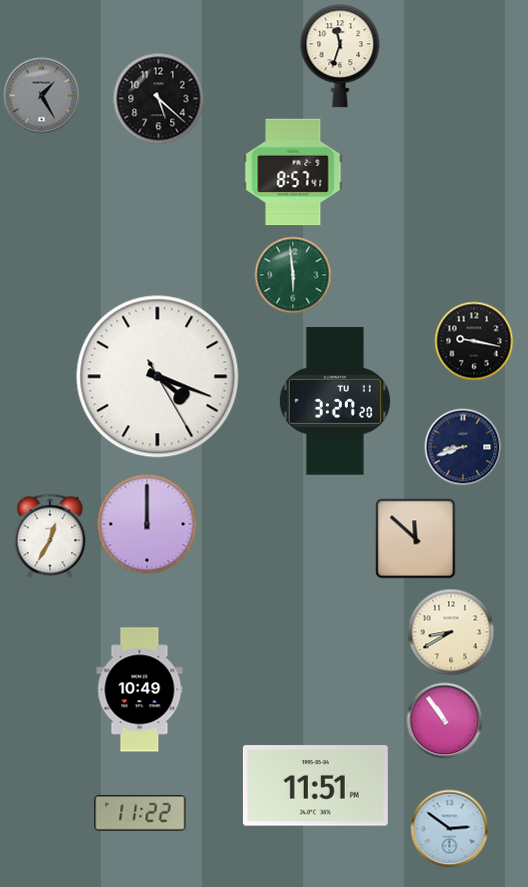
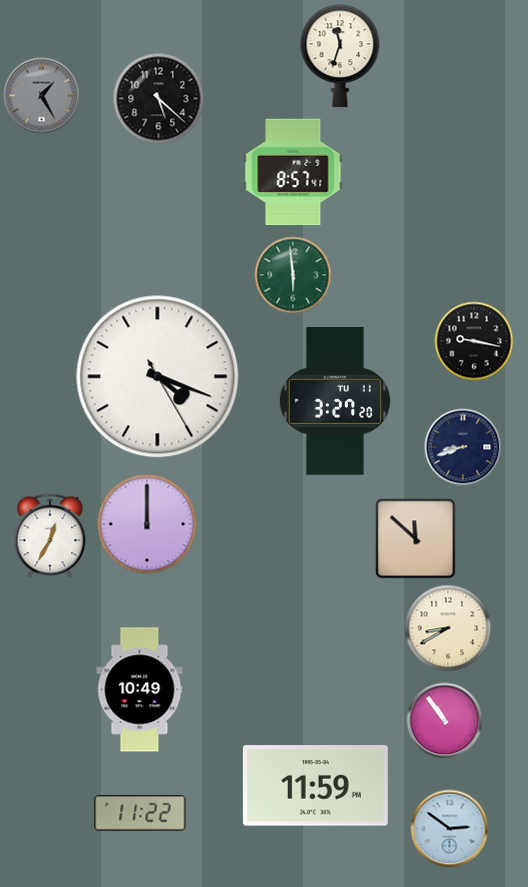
clock at (451, 632) position: (451, 632) -> (448, 628)
clock at (315, 786): 11:51 -> 11:59
